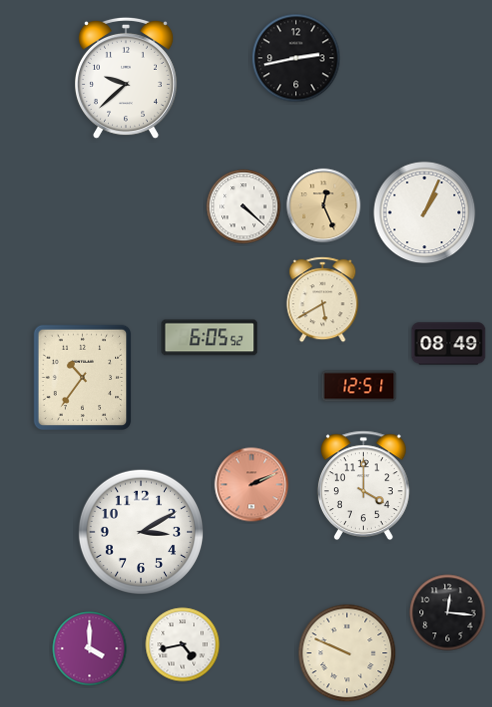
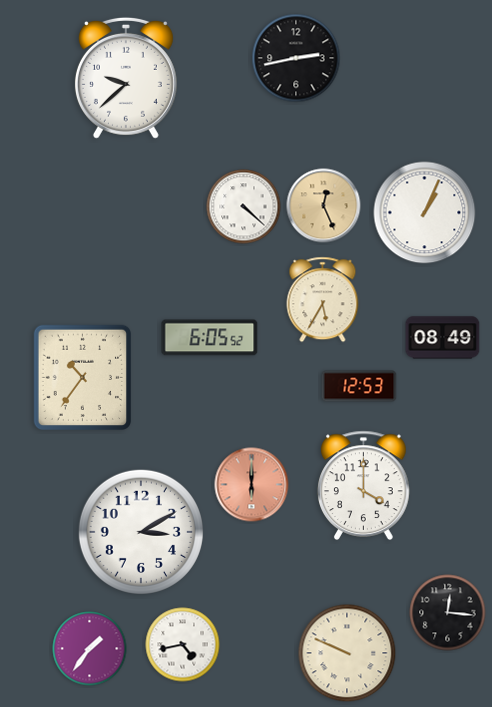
clock at (323, 300): 5:40 -> 5:35
clock at (449, 344) position: (449, 344) -> (443, 338)
clock at (359, 386): 12:51 -> 12:53
clock at (252, 485): 2:11 -> 6:00
clock at (90, 649): 4:00 -> 1:36
